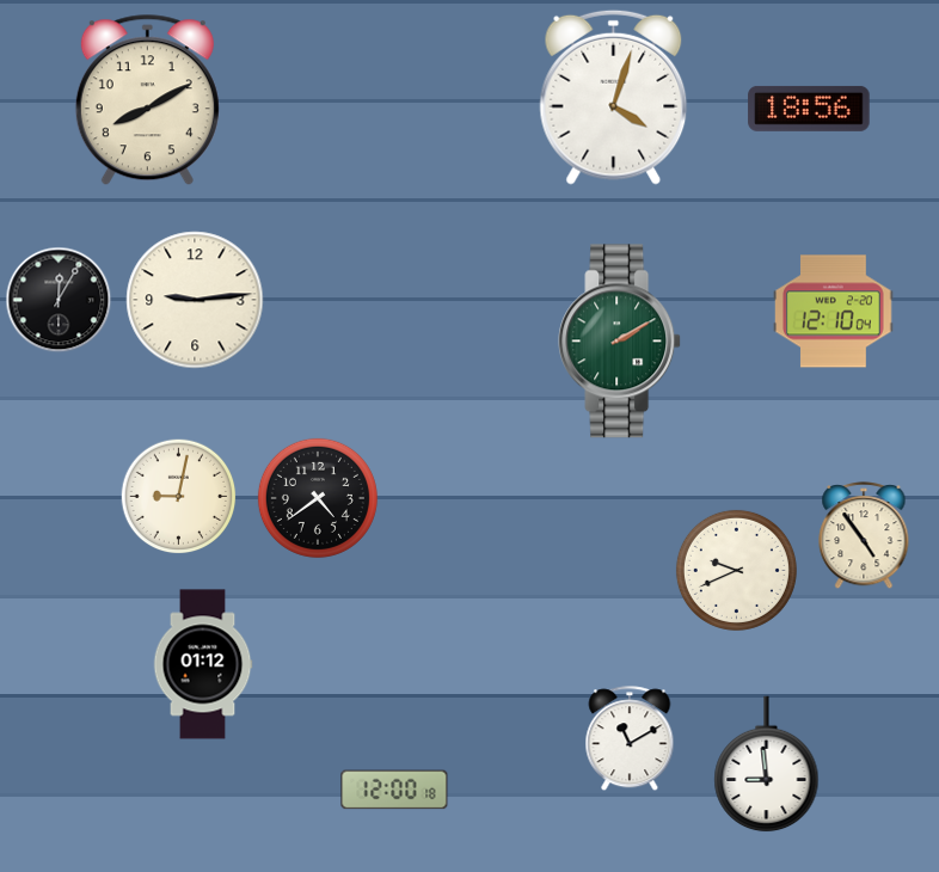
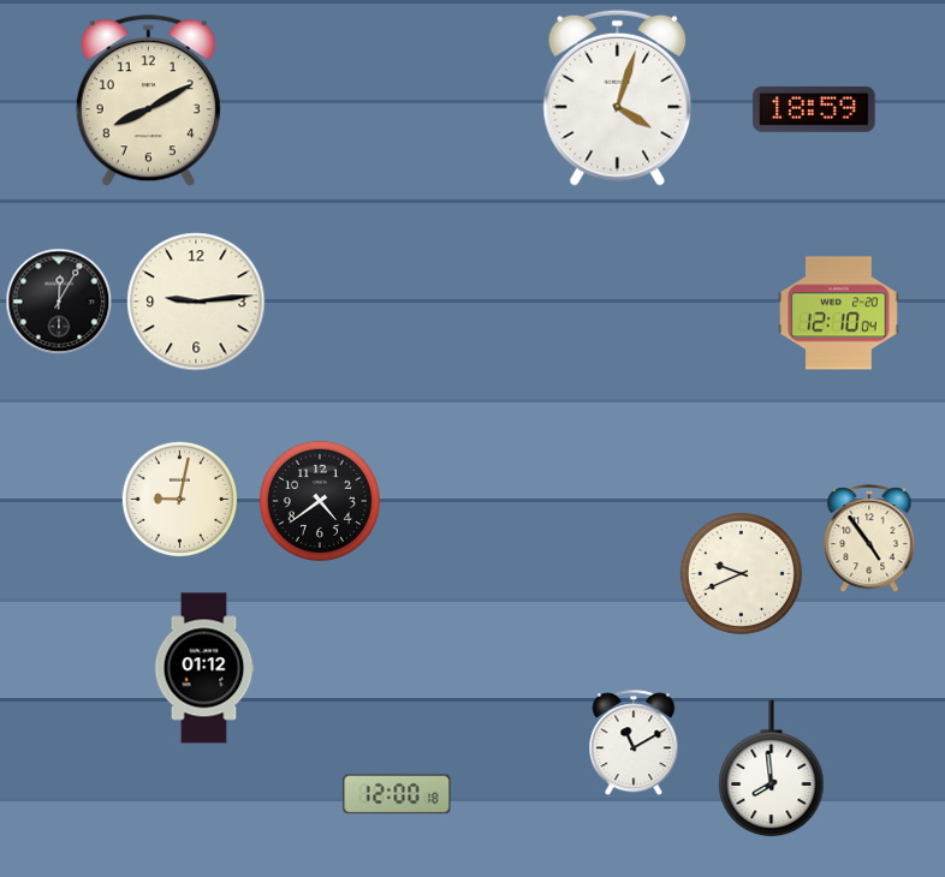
clock at (809, 109): 18:56 -> 18:59
clock at (620, 342): 2:10 -> none
clock at (767, 764): 8:59 -> 7:59
